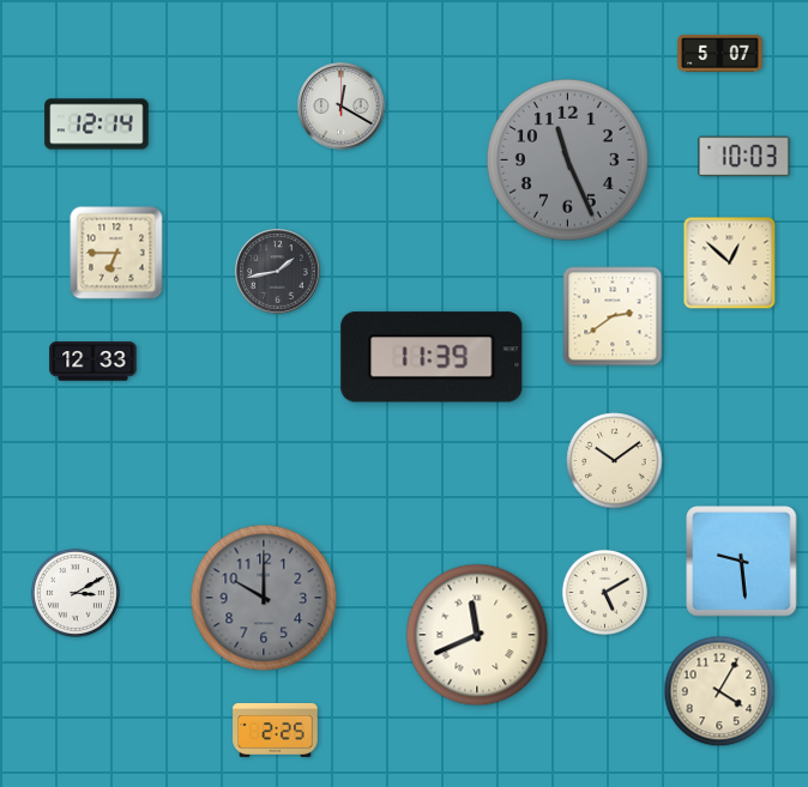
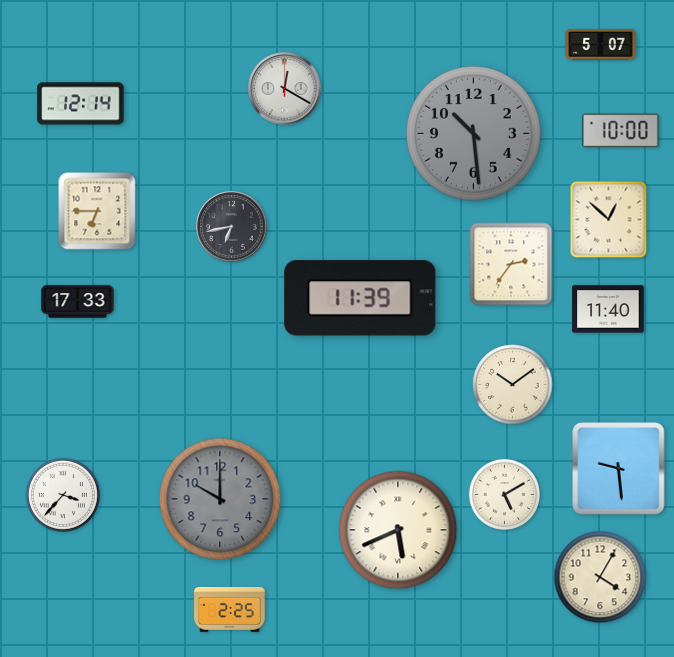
clock at (744, 157): 10:03 -> 10:00
clock at (568, 161): 11:26 -> 10:29
clock at (278, 272): 1:43 -> 6:43
clock at (613, 316): 2:39 -> 2:36
clock at (94, 362): 12:33 -> 17:33
clock at (608, 309): none -> 11:40
clock at (76, 593): 3:10 -> 3:37
clock at (477, 635): 11:41 -> 5:41
